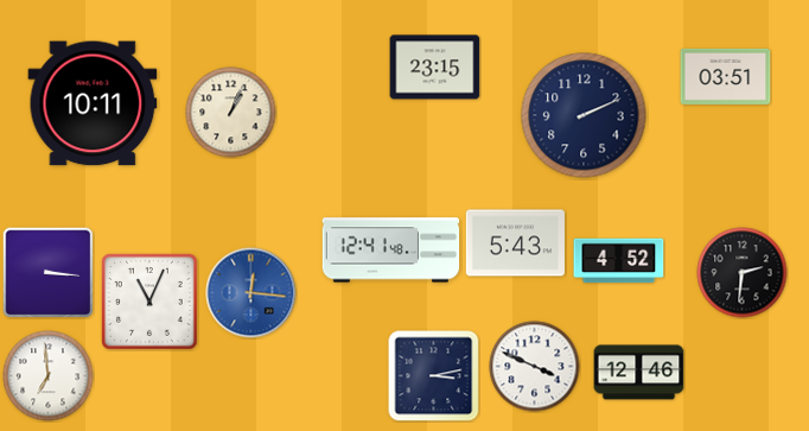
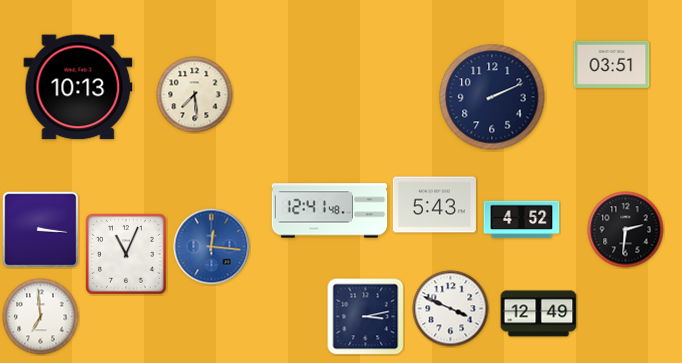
clock at (435, 68): 23:15 -> none
clock at (93, 103): 10:11 -> 10:13
clock at (231, 113): 1:04 -> 7:29
clock at (639, 373): 12:46 -> 12:49
